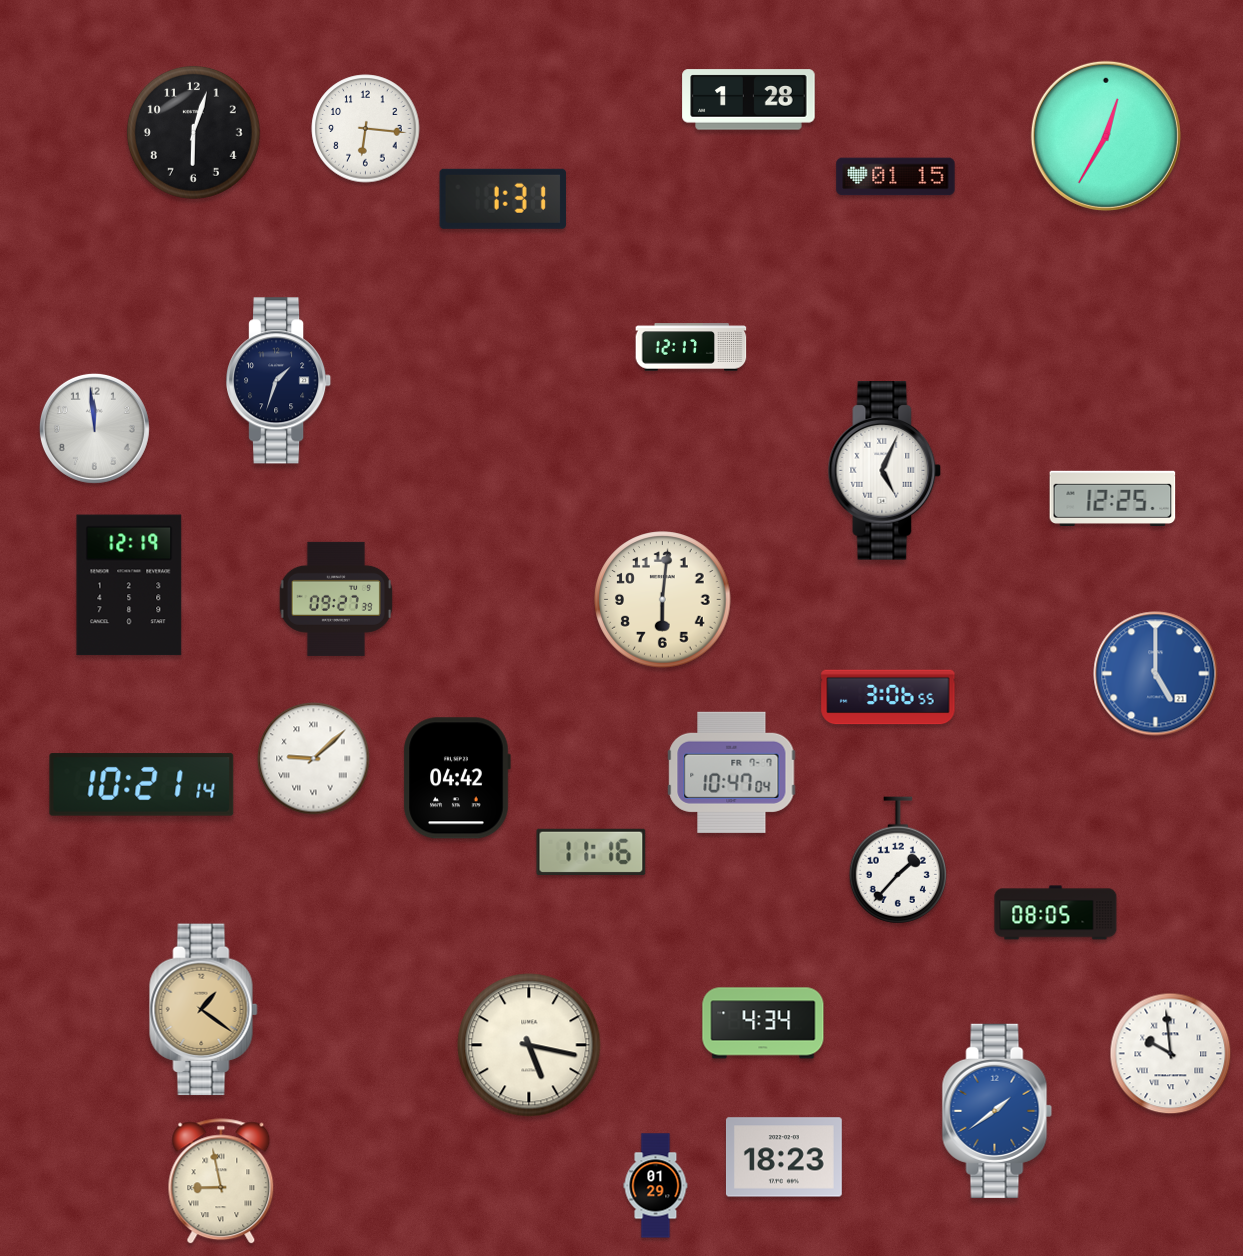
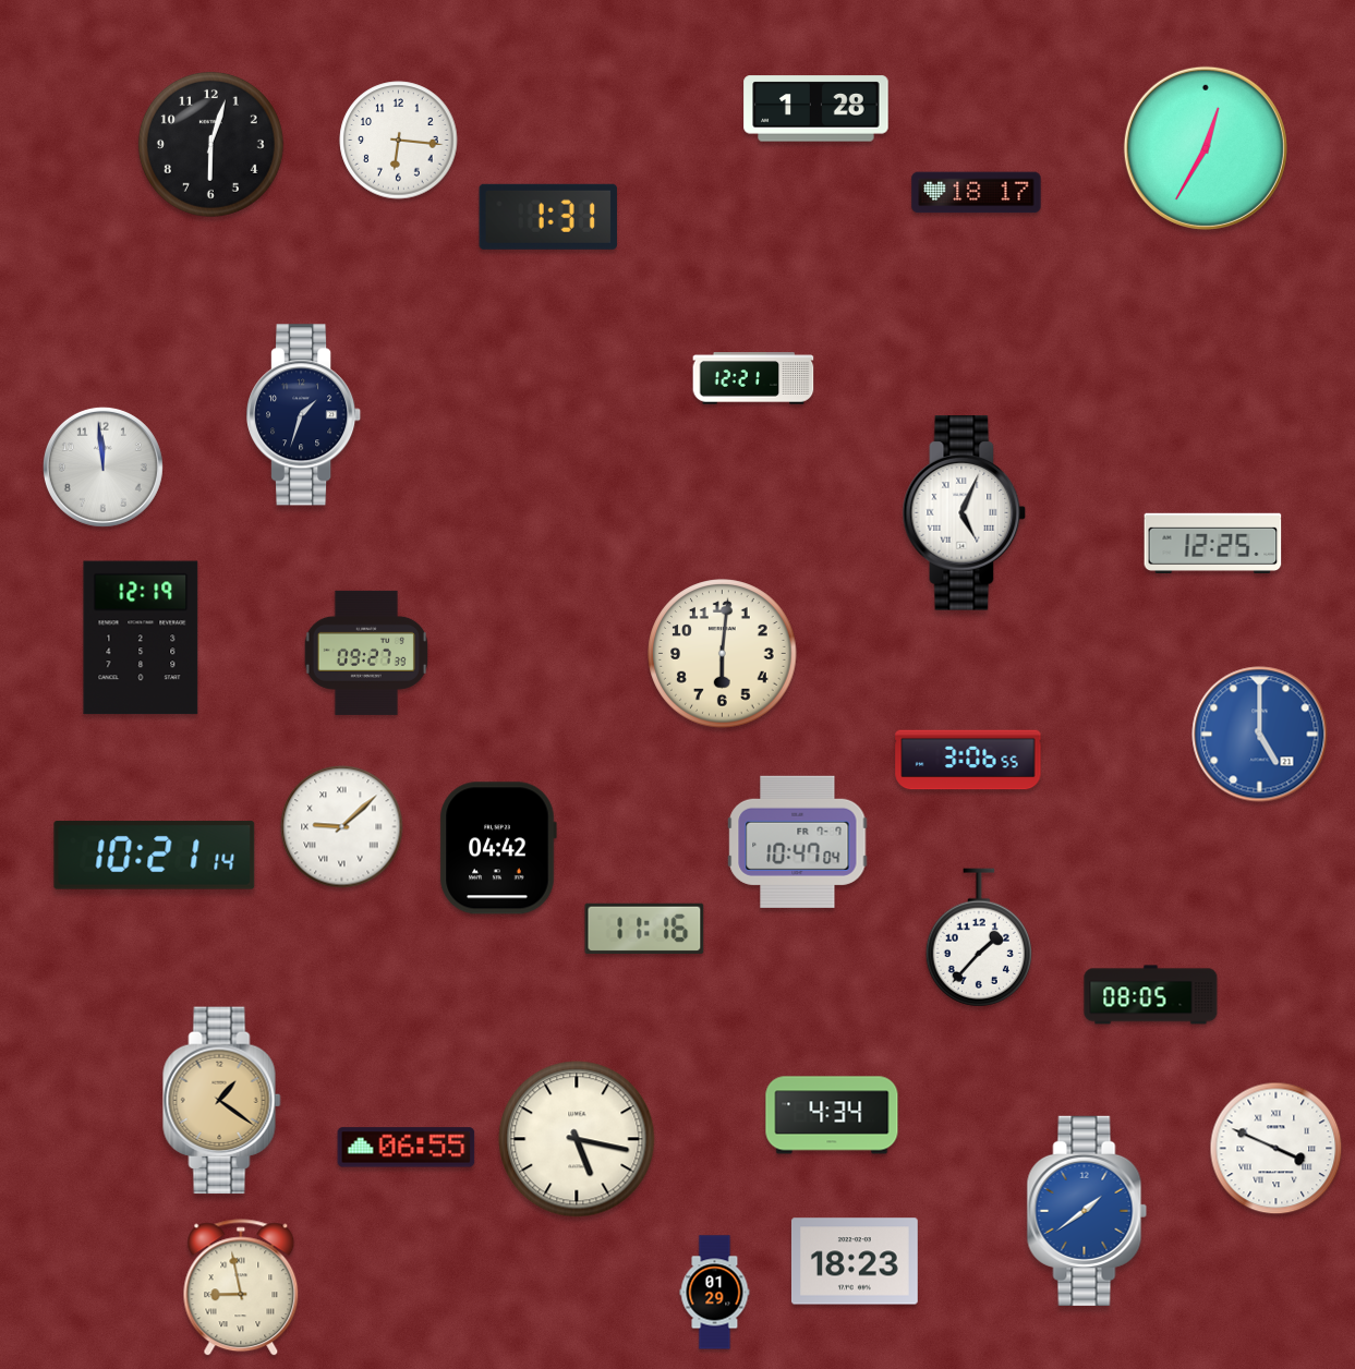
clock at (896, 177): 01:15 -> 18:17
clock at (691, 347): 12:17 -> 12:21
clock at (407, 1148): none -> 06:55
clock at (1171, 1054): 9:59 -> 3:49
